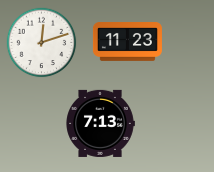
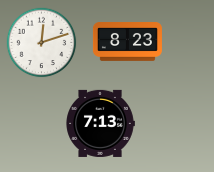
clock at (127, 42): 11:23 -> 8:23
